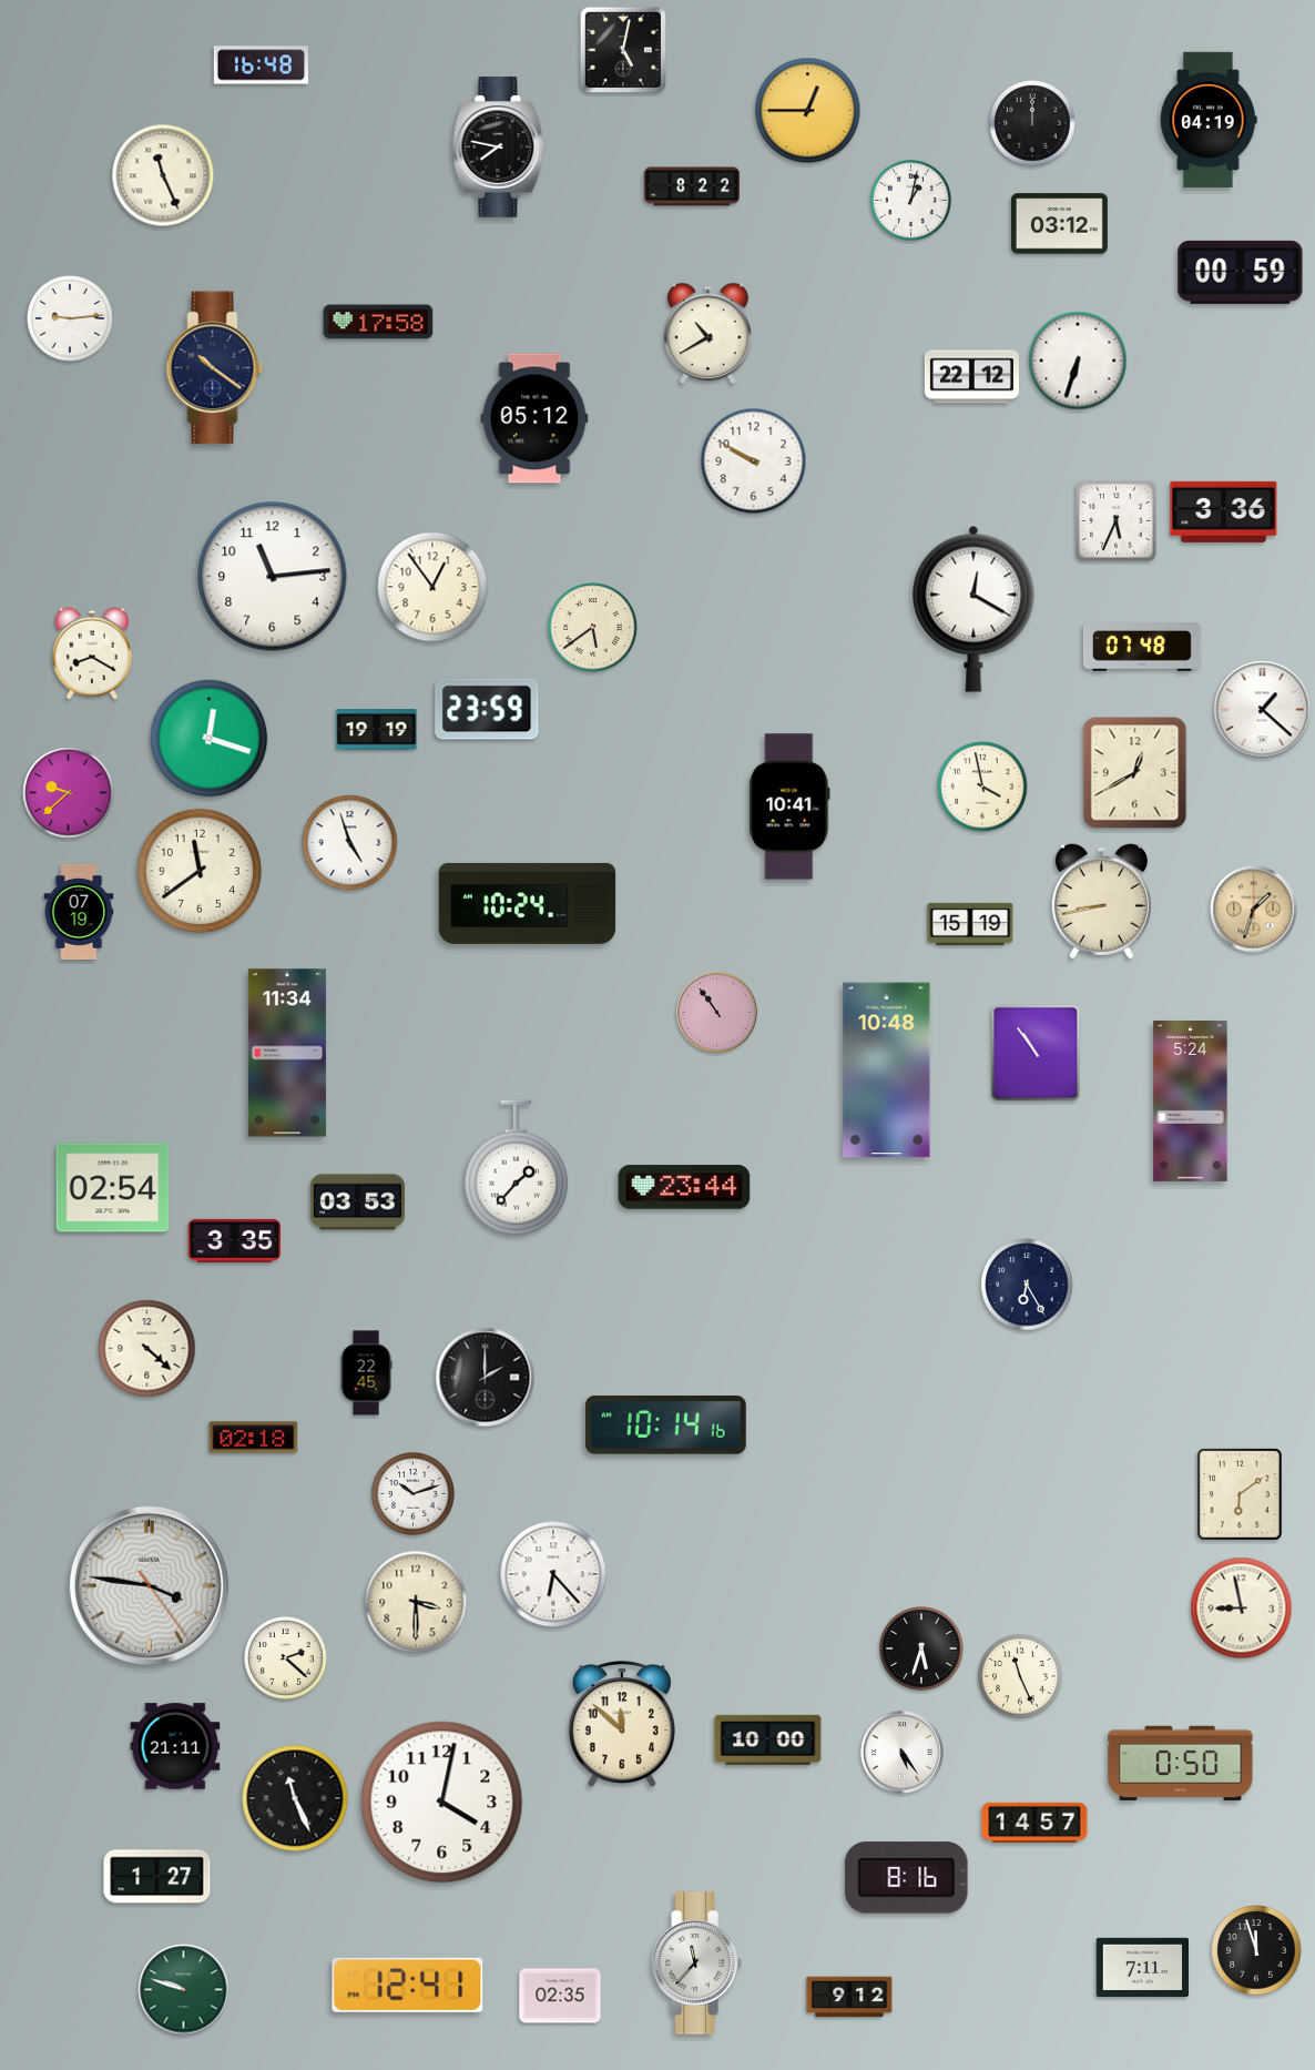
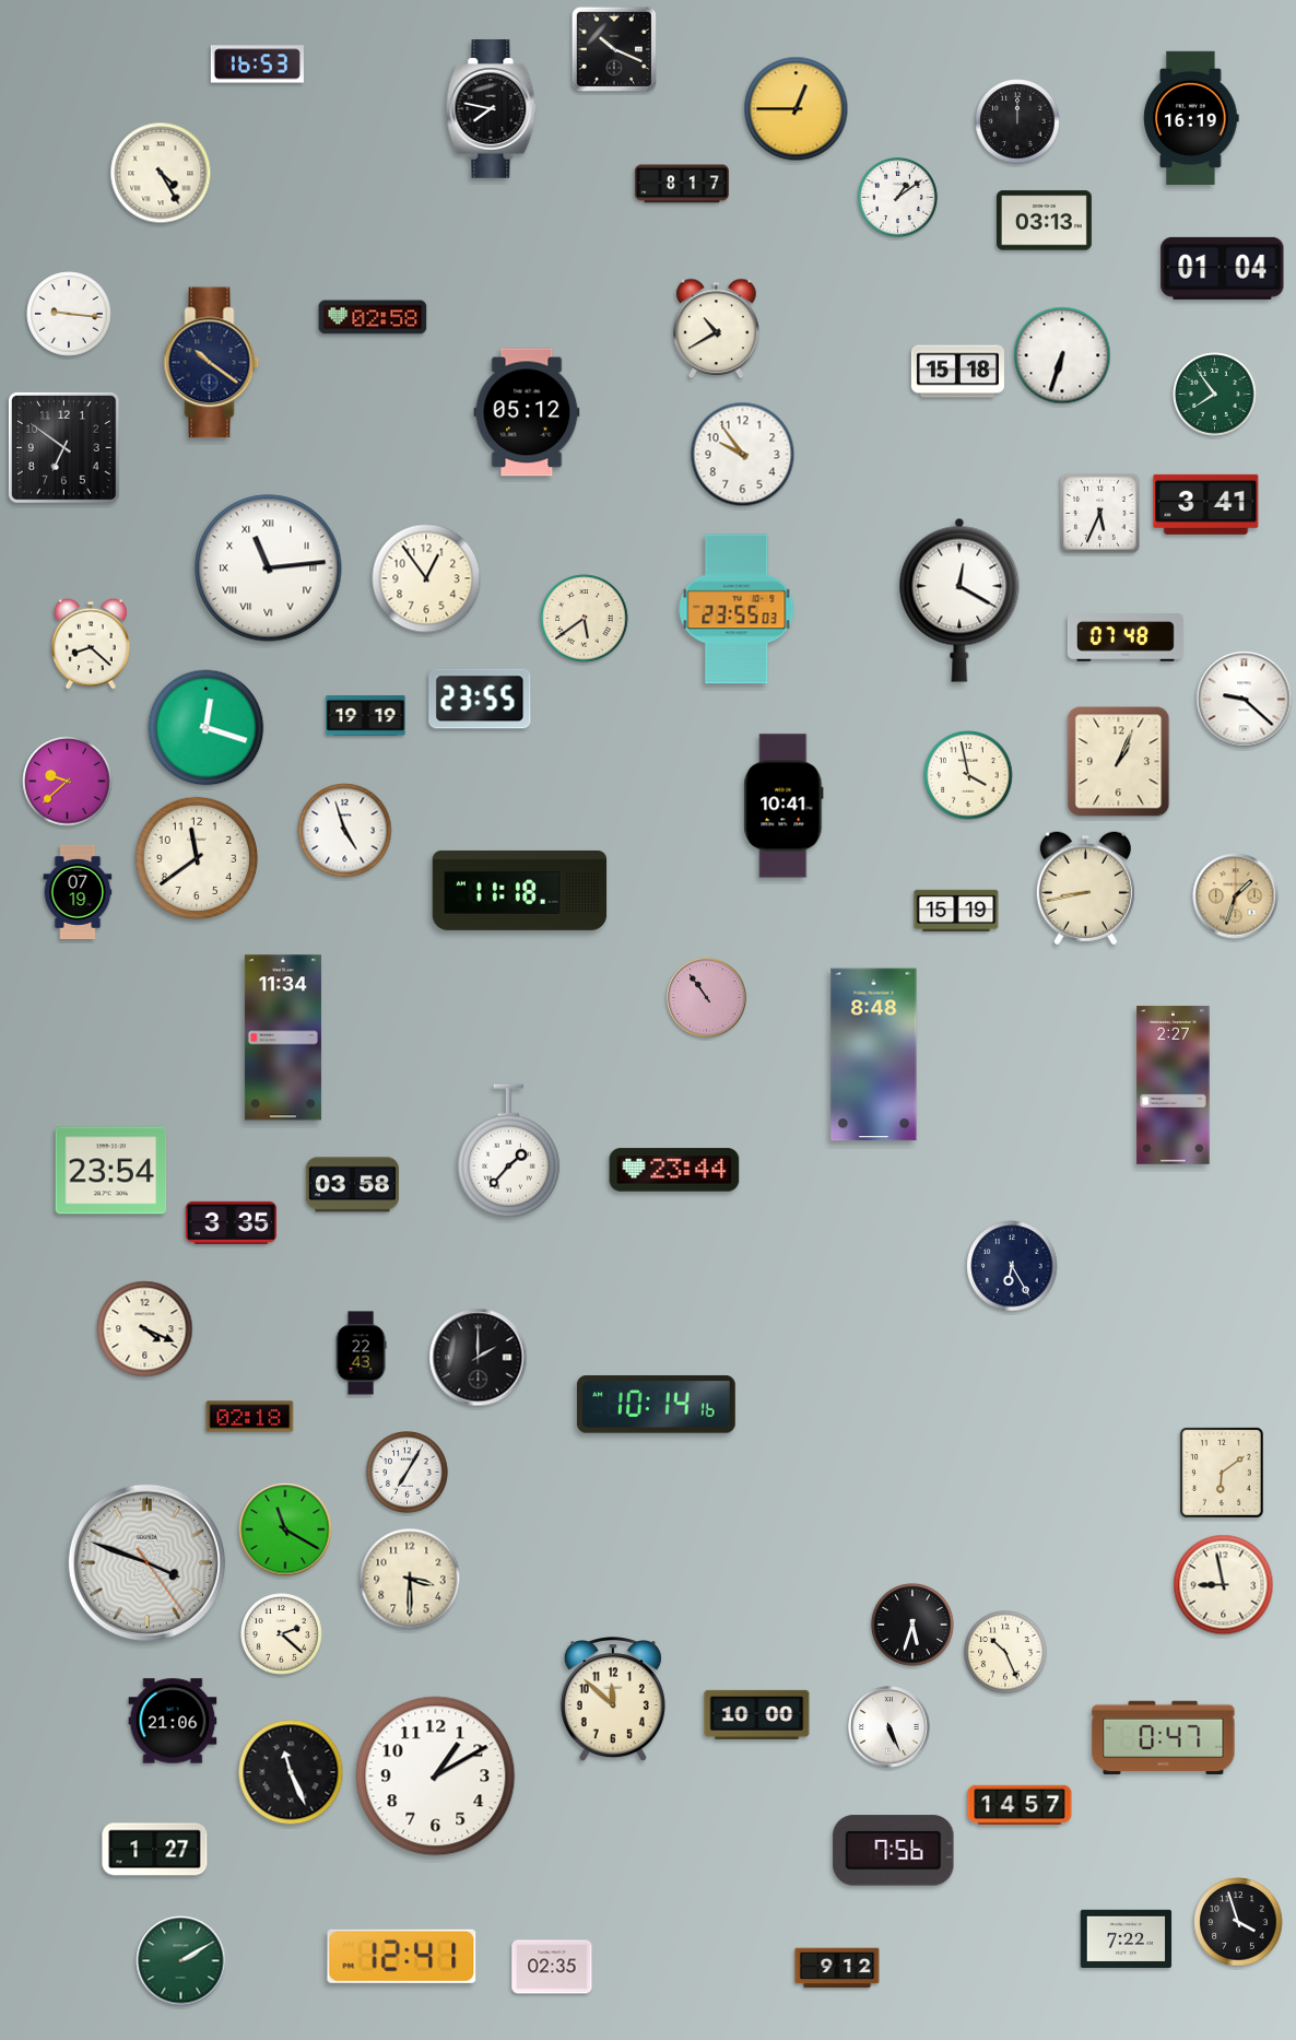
clock at (623, 50): 5:02 -> 10:19
clock at (261, 65): 16:48 -> 16:53
clock at (1209, 119): 04:19 -> 16:19
clock at (499, 148) position: (499, 148) -> (492, 109)
clock at (163, 175): 11:26 -> 4:25
clock at (692, 186): 8:22 -> 8:17
clock at (910, 200): 1:02 -> 1:09
clock at (1059, 224): 03:12 -> 03:13
clock at (1241, 272): 00:59 -> 01:04
clock at (70, 318): 9:14 -> 9:16
clock at (378, 322): 17:58 -> 02:58
clock at (709, 334) position: (709, 334) -> (717, 329)
clock at (971, 377): 22:12 -> 15:18
clock at (1215, 395): none -> 7:54
clock at (63, 447): none -> 6:51
clock at (754, 461): 9:50 -> 9:54
clock at (1224, 511): 3:36 -> 3:41
clock at (273, 577) numerals: Arabic -> Roman
clock at (737, 609): none -> 23:55
clock at (92, 653): 8:20 -> 8:22
clock at (487, 709): 23:59 -> 23:55
clock at (1263, 710): 1:22 -> 9:22
clock at (377, 730) position: (377, 730) -> (366, 716)
clock at (1135, 773): 12:40 -> 1:04
clock at (789, 806) position: (789, 806) -> (784, 806)
clock at (528, 903): 10:24 -> 11:18
clock at (79, 912) position: (79, 912) -> (78, 892)
clock at (1036, 1053): 10:54 -> none
clock at (887, 1070): 10:48 -> 8:48
clock at (1191, 1100): 5:24 -> 2:27
clock at (113, 1188): 02:54 -> 23:54
clock at (357, 1203): 03:53 -> 03:58
clock at (147, 1349): 4:22 -> 4:19
clock at (366, 1373): 22:45 -> 22:43
clock at (414, 1494): 10:12 -> 7:05
clock at (285, 1529): none -> 11:20
clock at (553, 1574): 6:23 -> none
clock at (149, 1585): 3:46 -> 3:48
clock at (922, 1650) position: (922, 1650) -> (914, 1626)
clock at (1021, 1677): 11:26 -> 10:26
clock at (175, 1746): 21:11 -> 21:06
clock at (903, 1753): 5:24 -> 5:26
clock at (1181, 1764): 0:50 -> 0:47
clock at (442, 1803): 4:02 -> 1:10
clock at (1034, 1822) position: (1034, 1822) -> (1020, 1804)
clock at (907, 1878): 8:16 -> 7:56
clock at (1256, 1950): 11:57 -> 3:57
clock at (696, 1964): 11:37 -> none
clock at (1143, 1967): 7:11 -> 7:22
clock at (184, 1990): 9:48 -> 2:10
